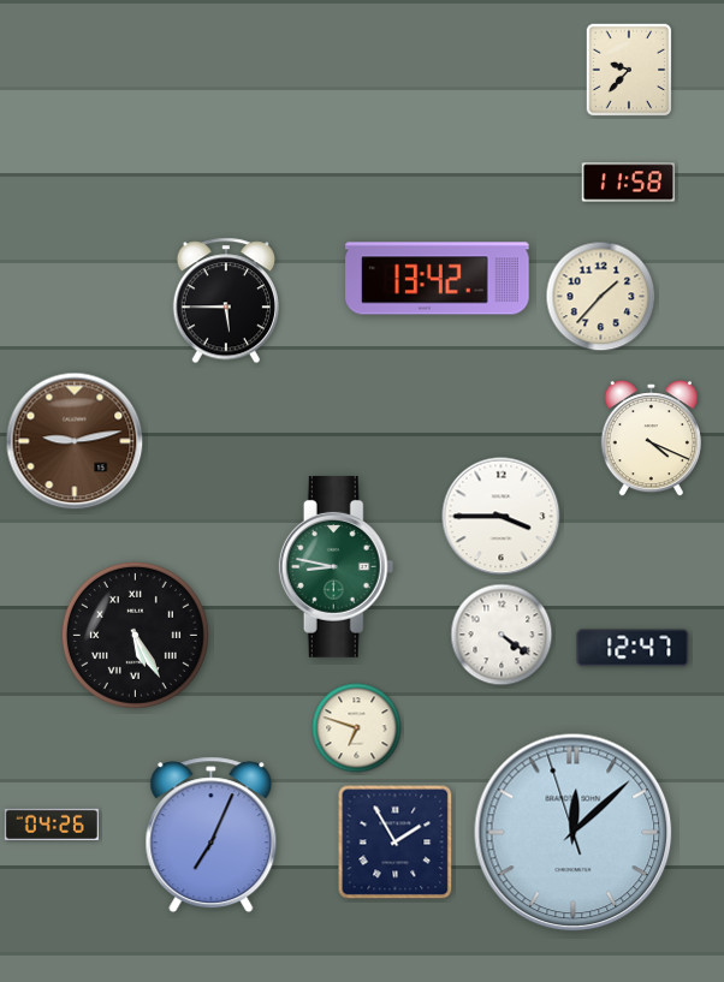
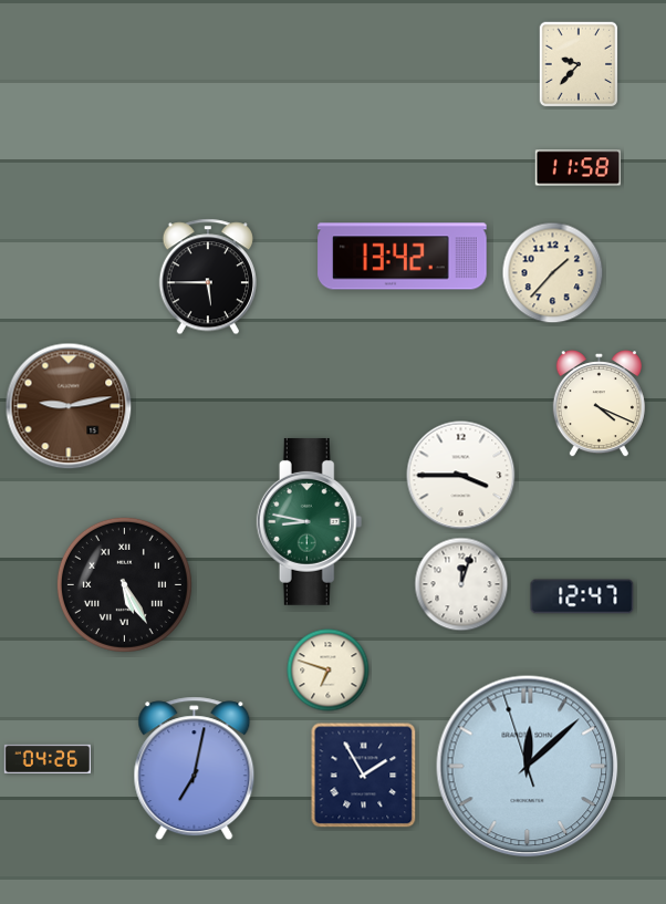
clock at (502, 635): 4:21 -> 12:03
clock at (212, 835): 7:04 -> 7:02
